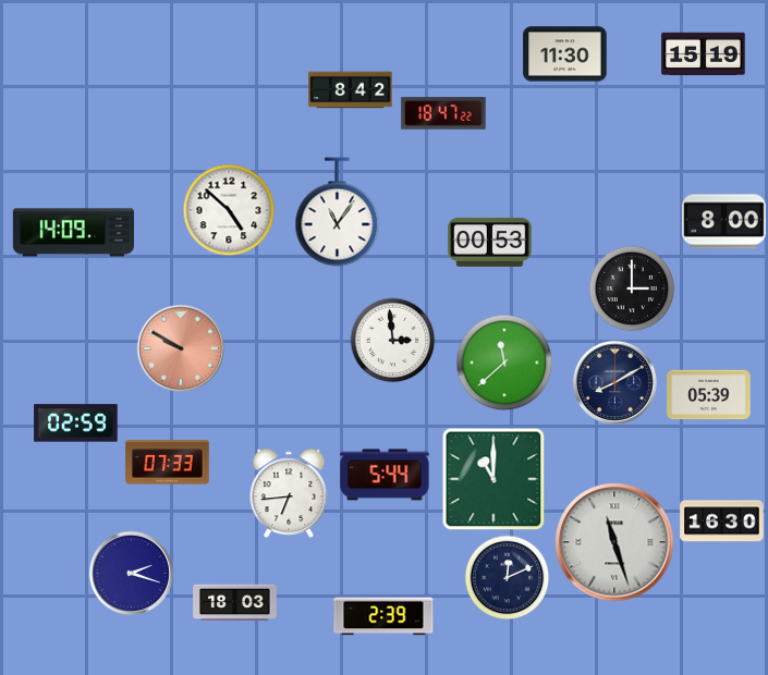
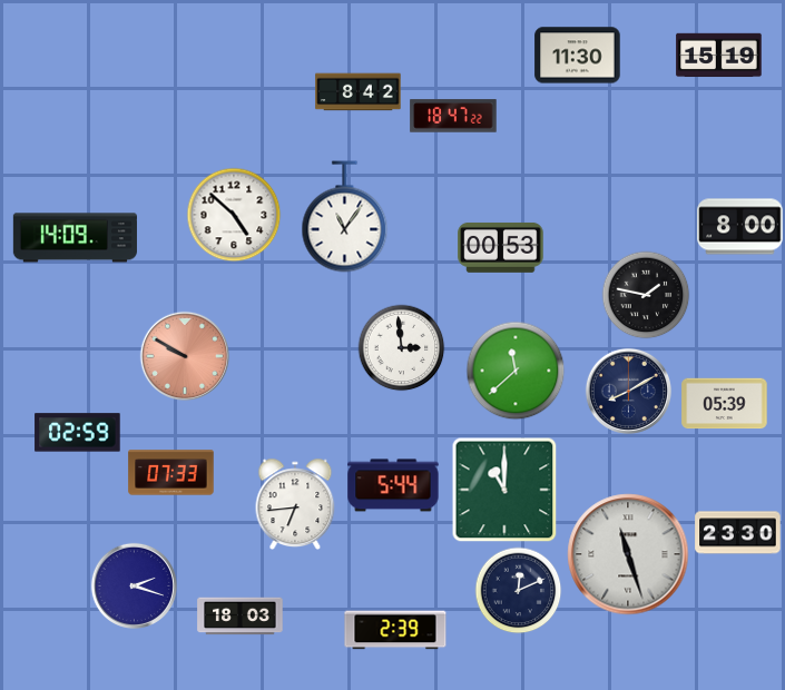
clock at (632, 289): 3:00 -> 1:47
clock at (722, 521): 16:30 -> 23:30
clock at (383, 616) position: (383, 616) -> (395, 630)
